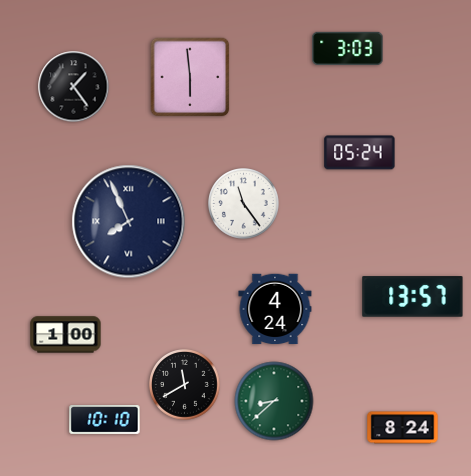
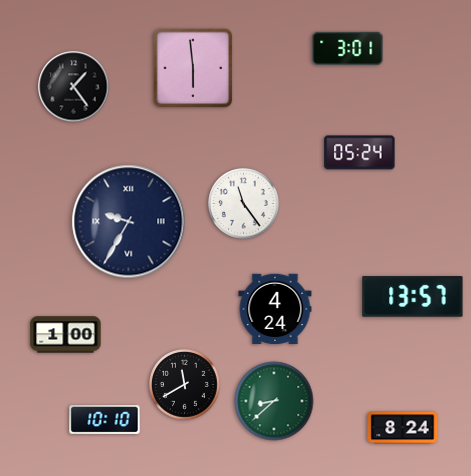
clock at (348, 48): 3:03 -> 3:01
clock at (190, 77) position: (190, 77) -> (193, 68)
clock at (129, 222): 7:56 -> 9:35
